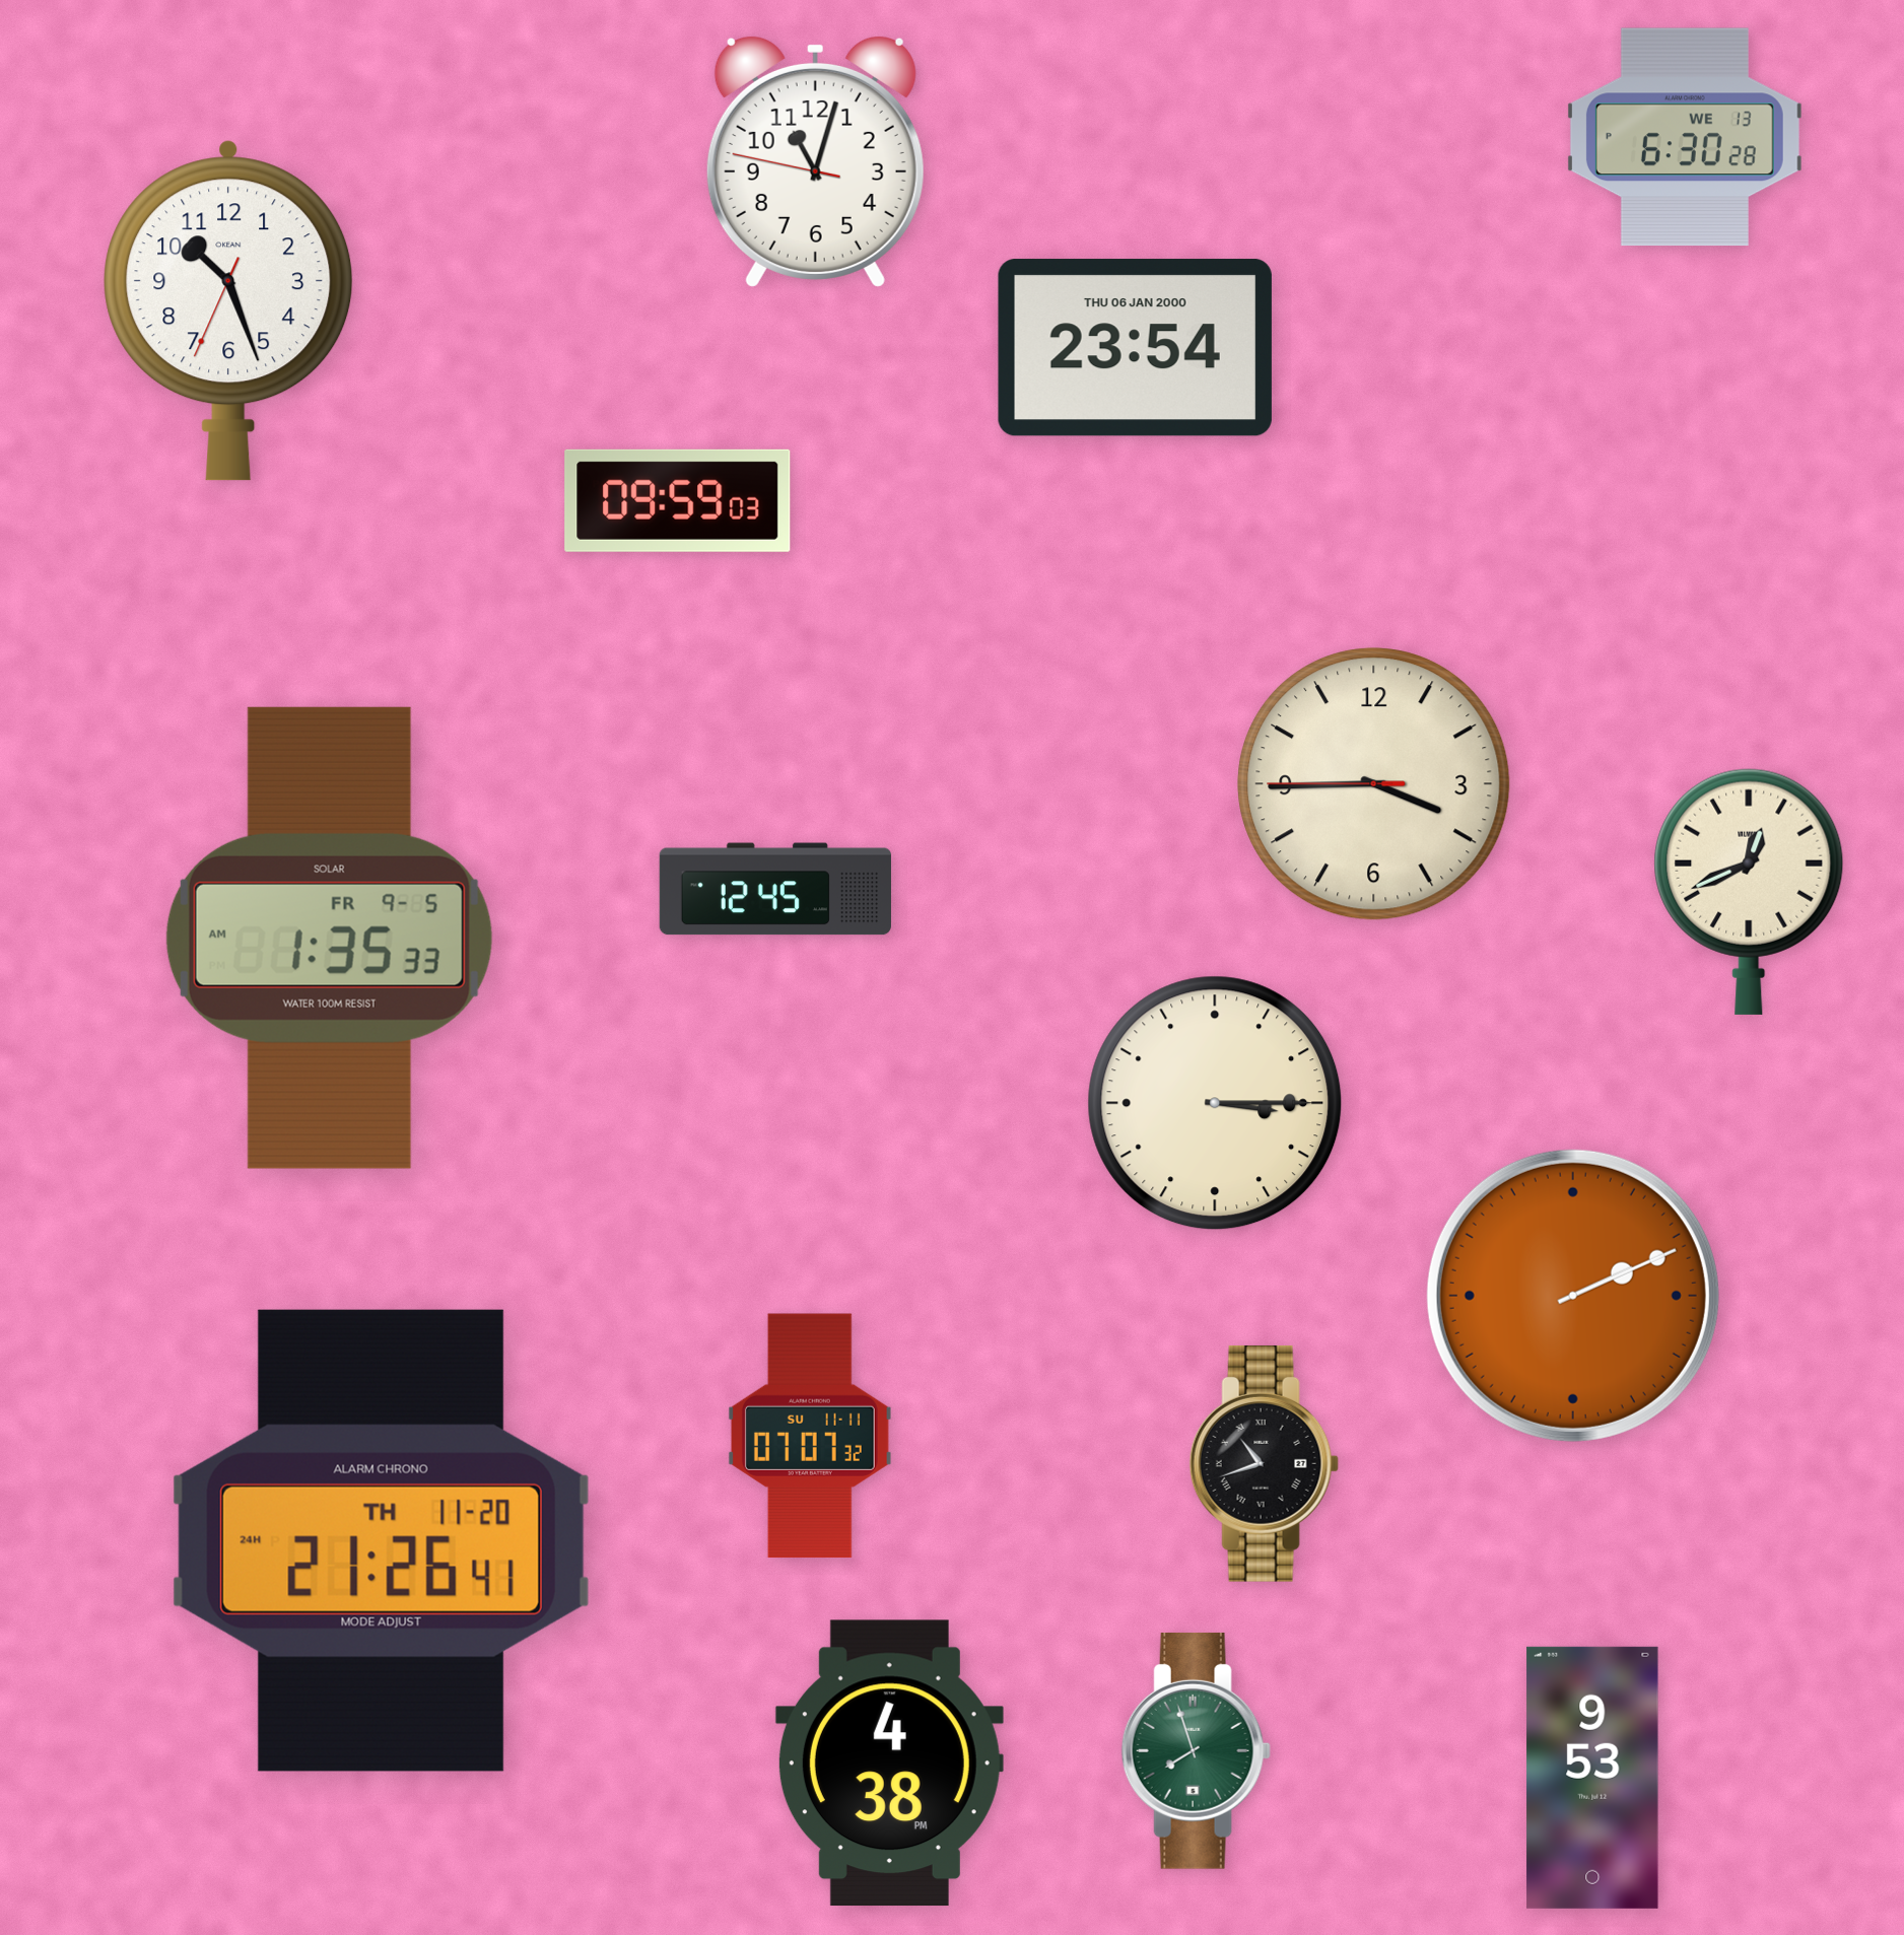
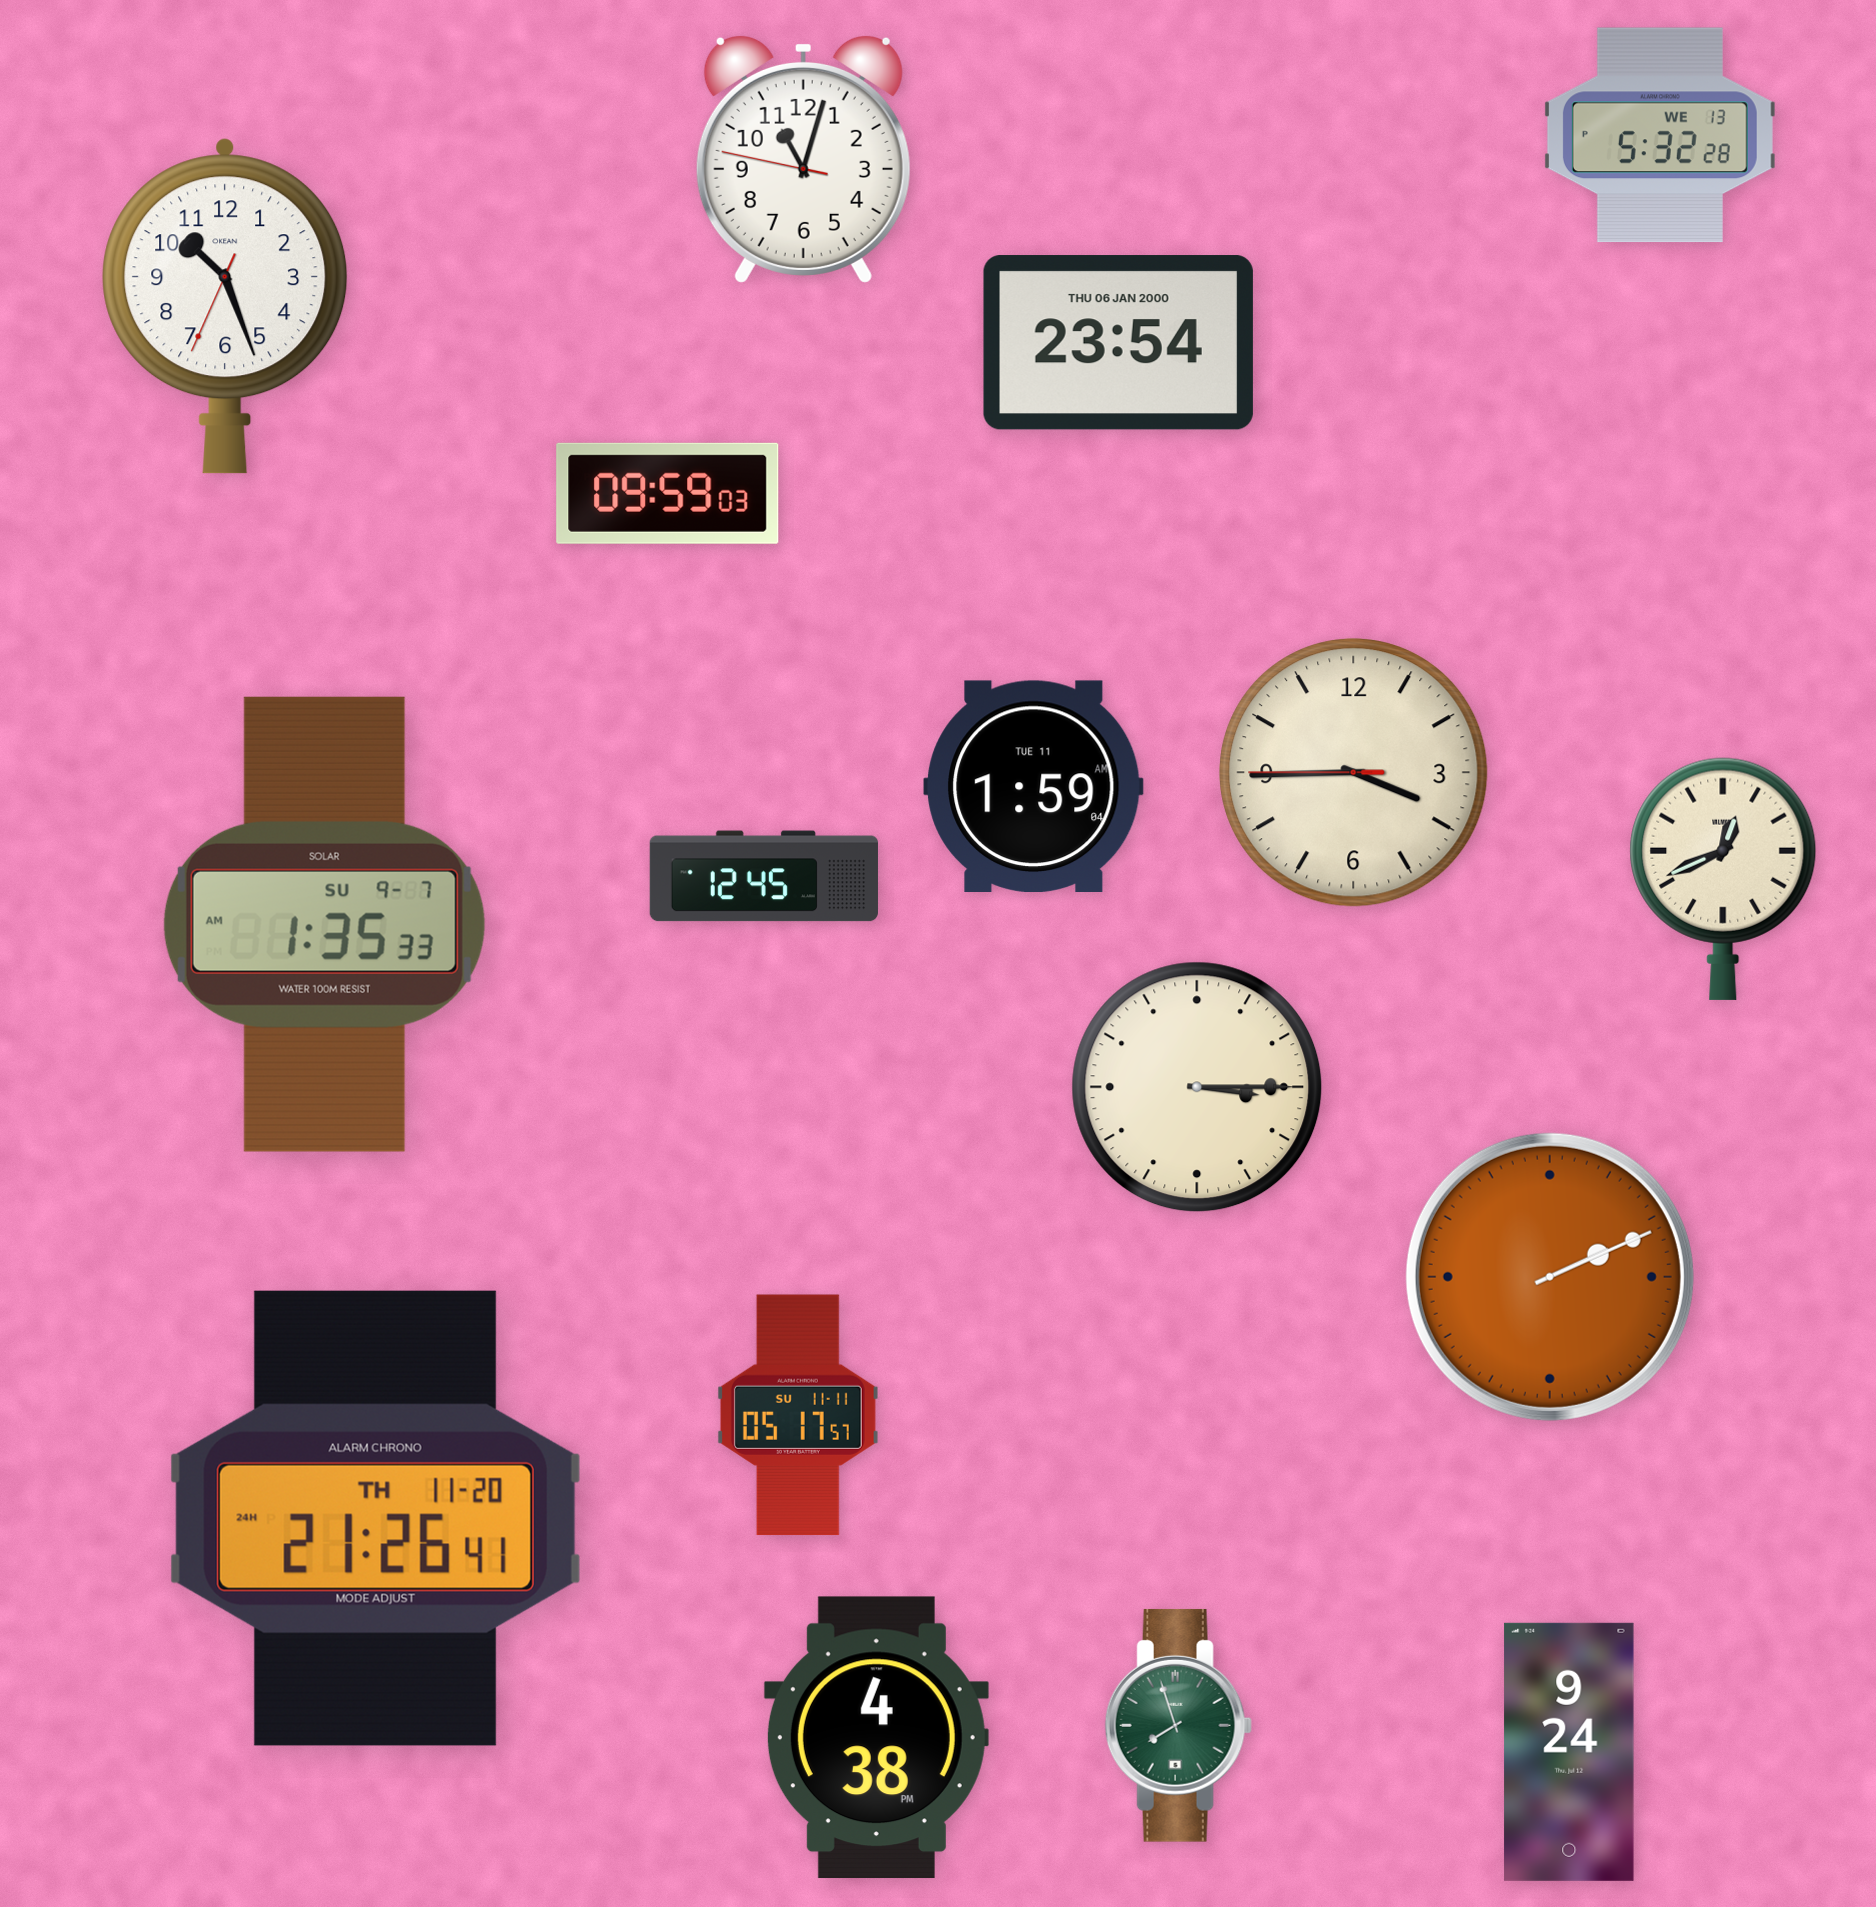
clock at (1685, 137): 6:30 -> 5:32
clock at (1034, 786): none -> 1:59
clock at (329, 938) date: FR 9-5 -> SU 9-7
clock at (810, 1436): 07:07 -> 05:17
clock at (1264, 1463): 10:42 -> none
clock at (1592, 1778): 9:53 -> 9:24
